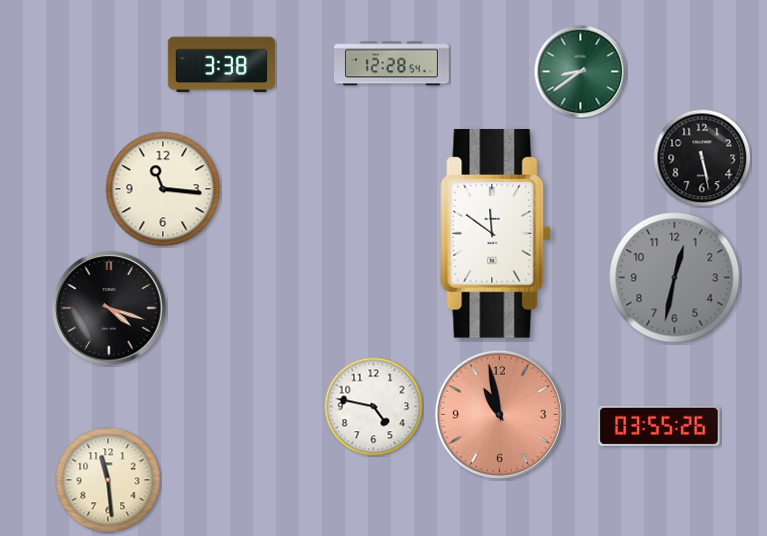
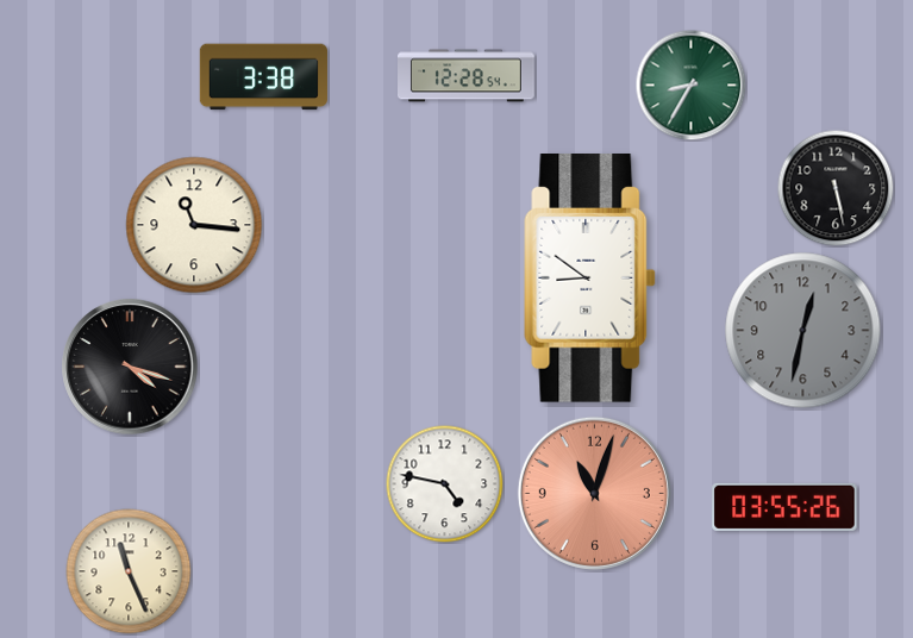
clock at (580, 71): 8:39 -> 8:35
clock at (496, 234): 11:51 -> 8:51
clock at (499, 414): 10:58 -> 11:03
clock at (108, 480): 11:29 -> 11:26
